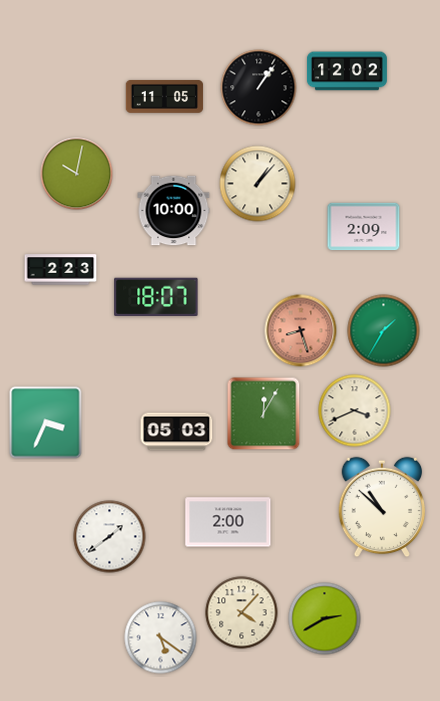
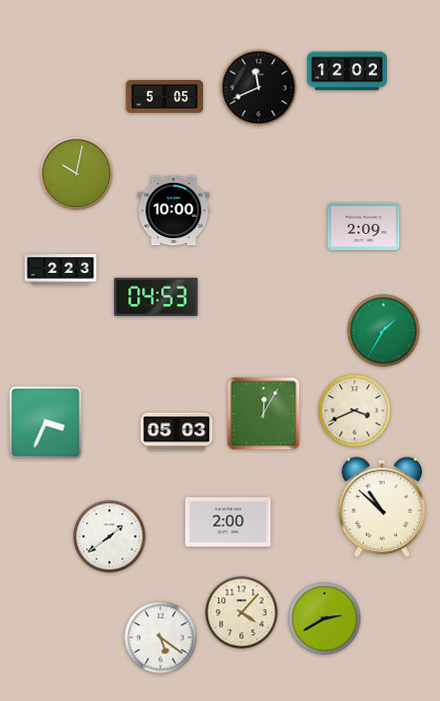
clock at (259, 88): 1:06 -> 11:41
clock at (165, 96): 11:05 -> 5:05
clock at (258, 184): 1:07 -> none
clock at (156, 296): 18:07 -> 04:53
clock at (301, 331): 8:27 -> none
